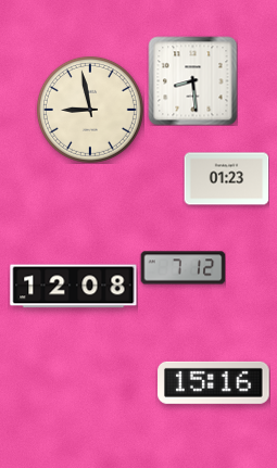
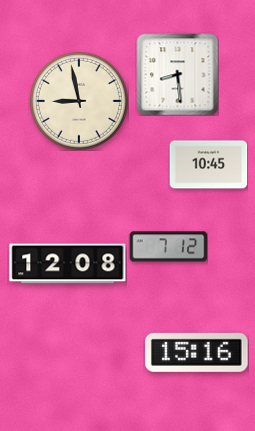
clock at (90, 110) position: (90, 110) -> (79, 101)
clock at (226, 179): 01:23 -> 10:45
